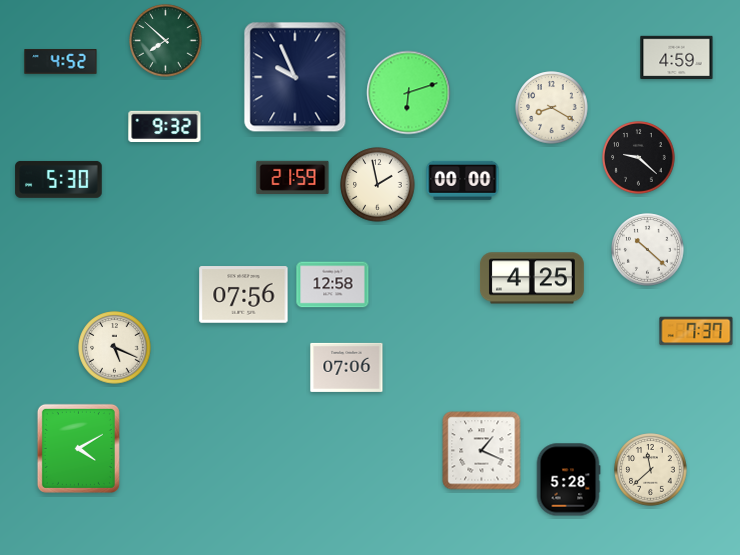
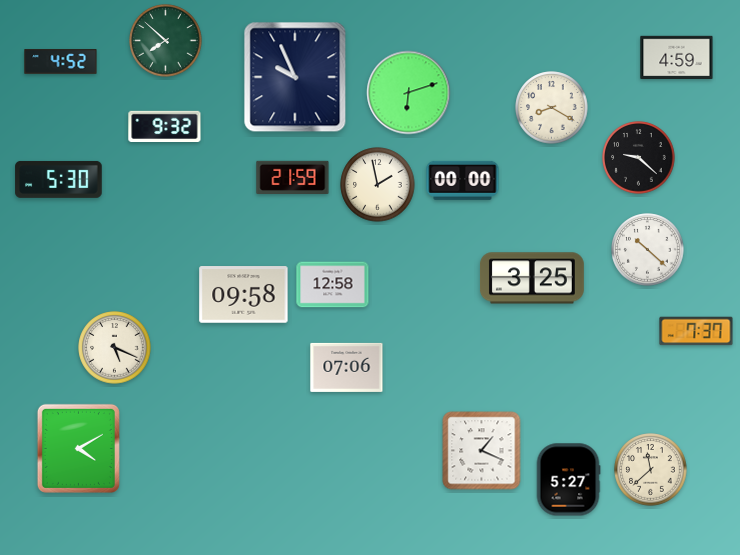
clock at (532, 278): 4:25 -> 3:25
clock at (244, 295): 07:56 -> 09:58
clock at (568, 480): 5:28 -> 5:27
